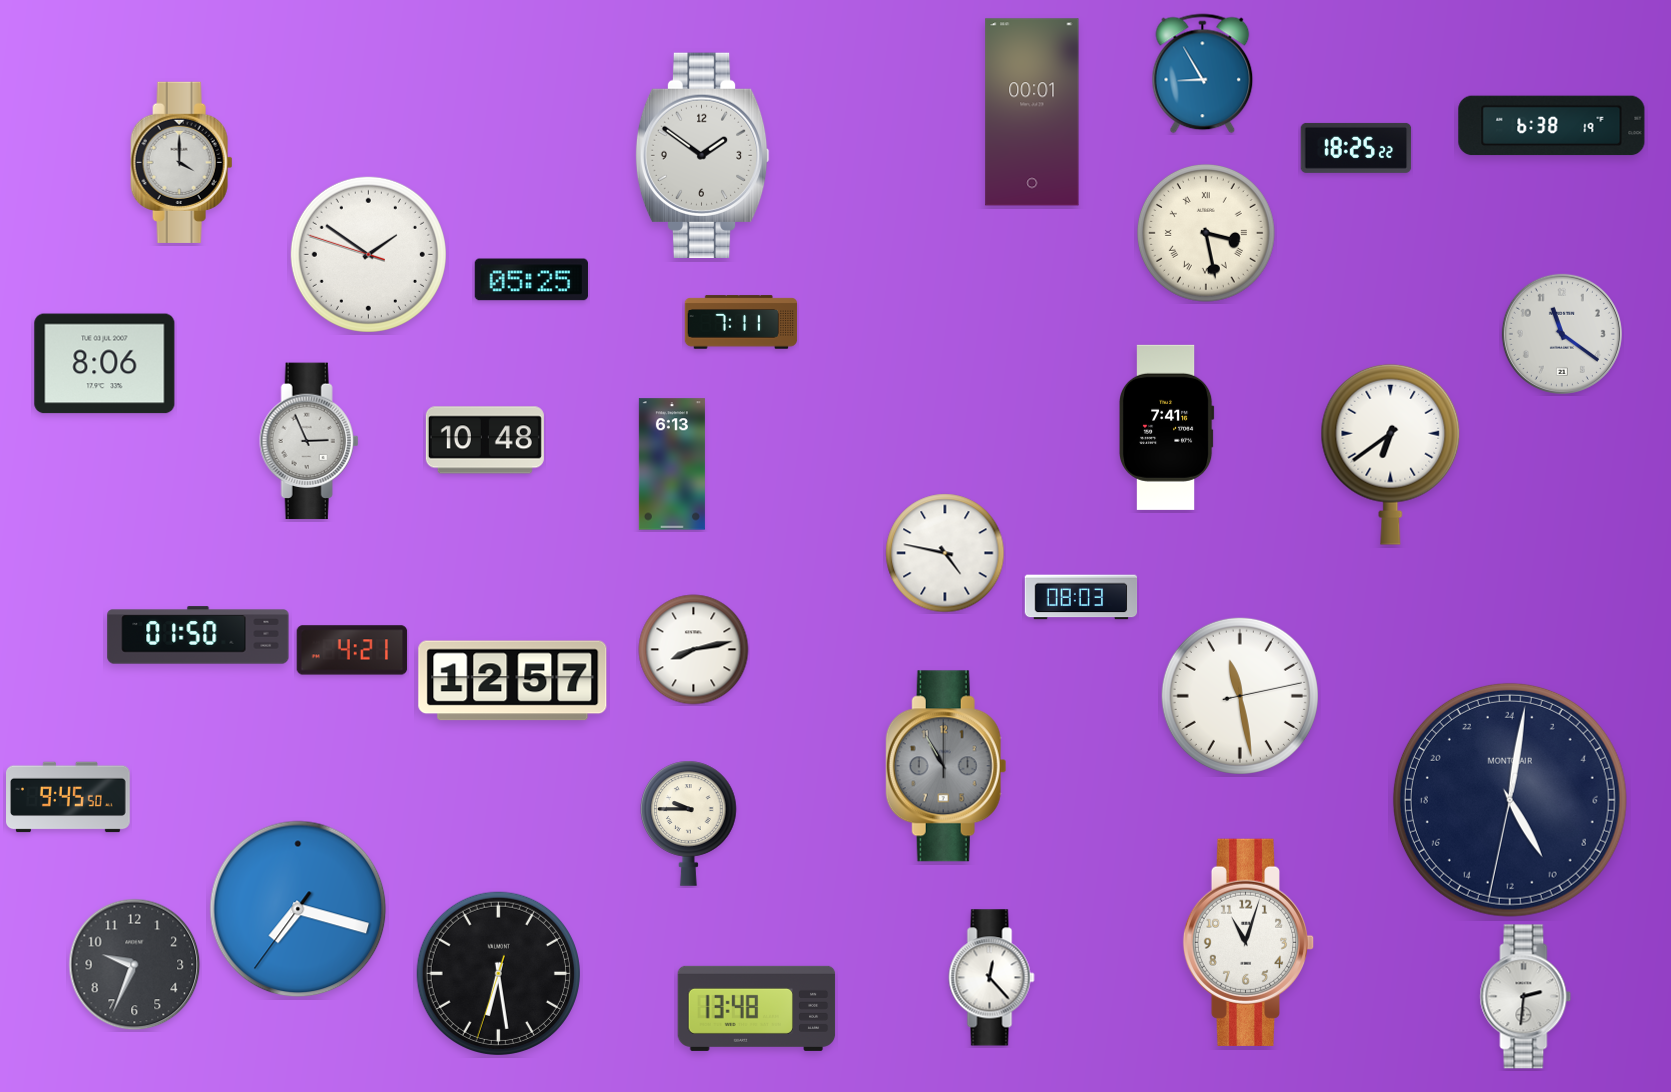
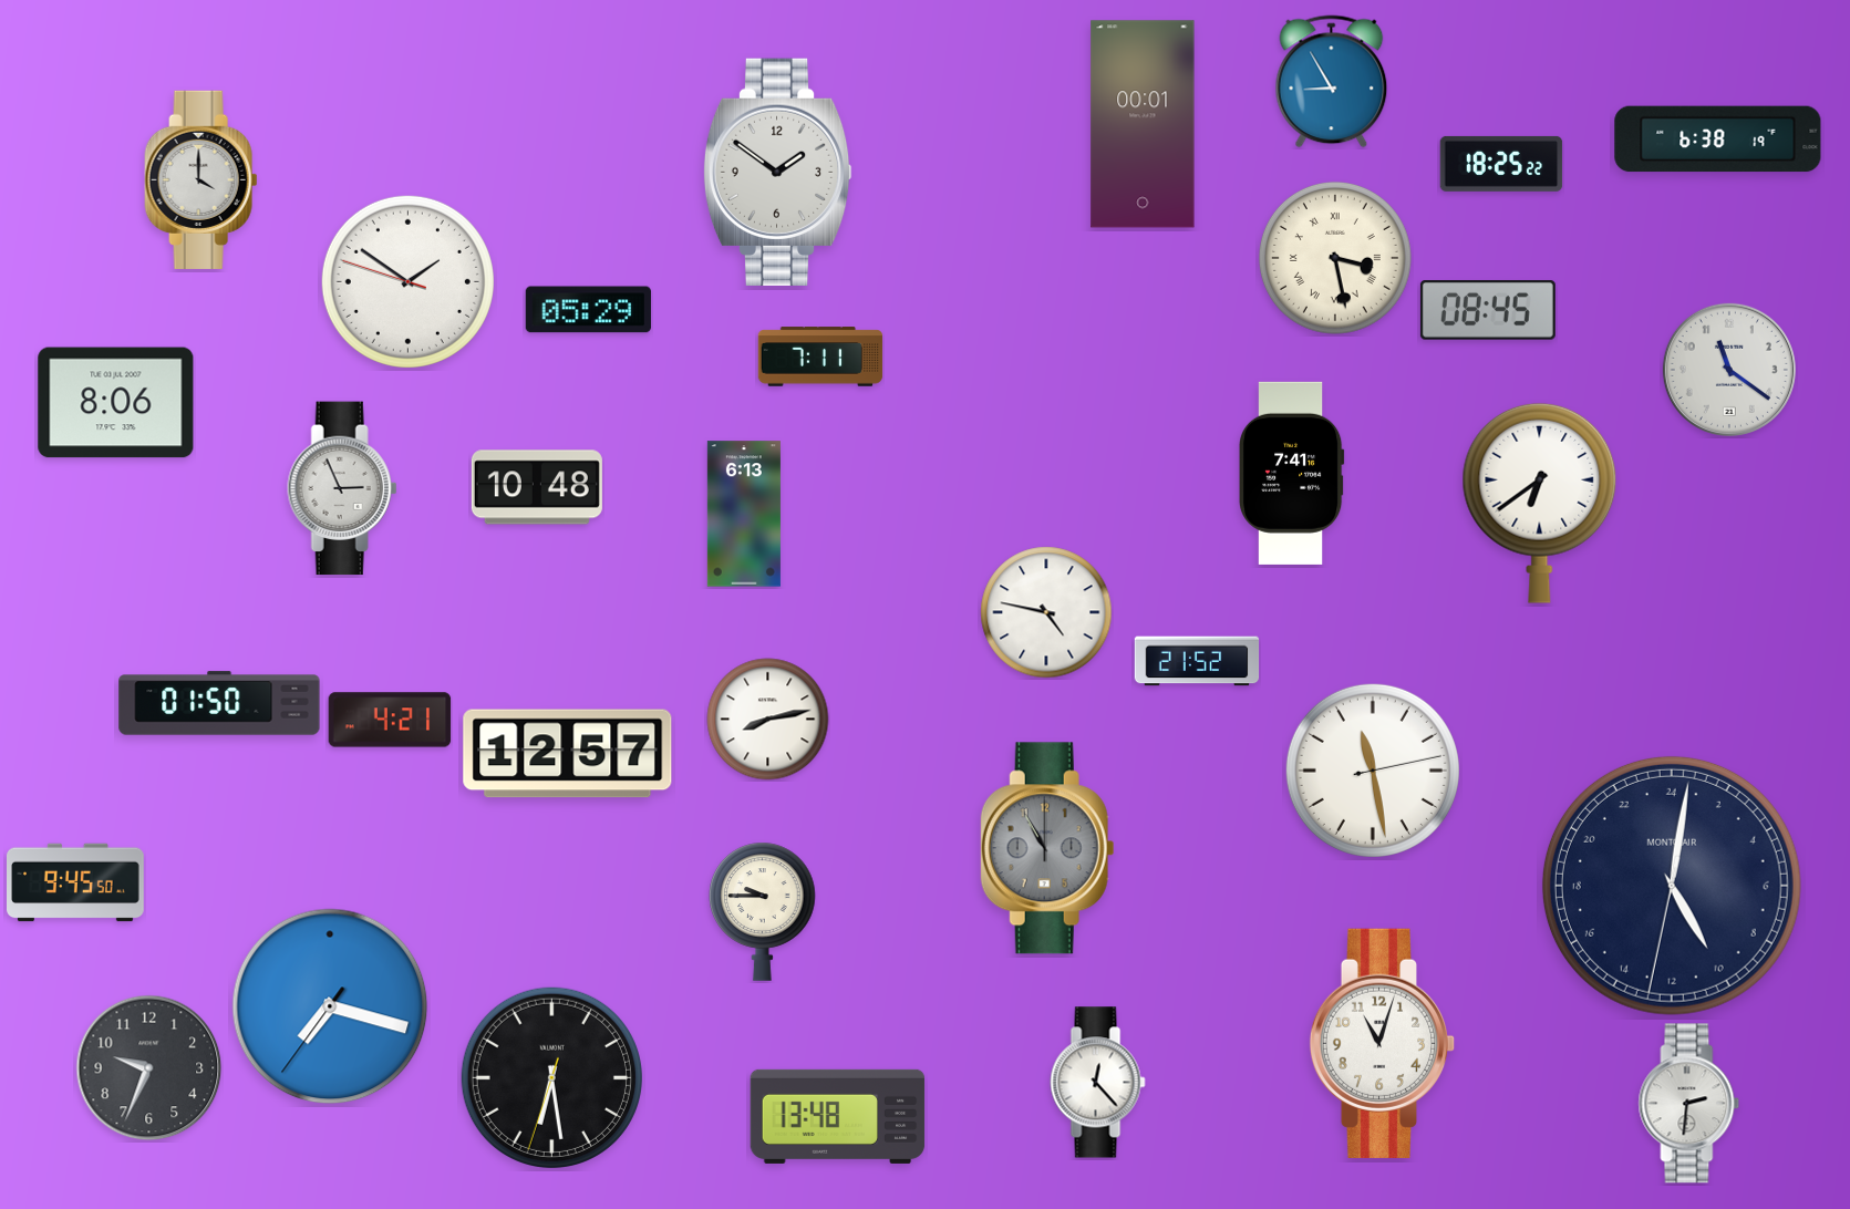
clock at (531, 280): 05:25 -> 05:29
clock at (1488, 310): none -> 08:45
clock at (1081, 597): 08:03 -> 21:52
